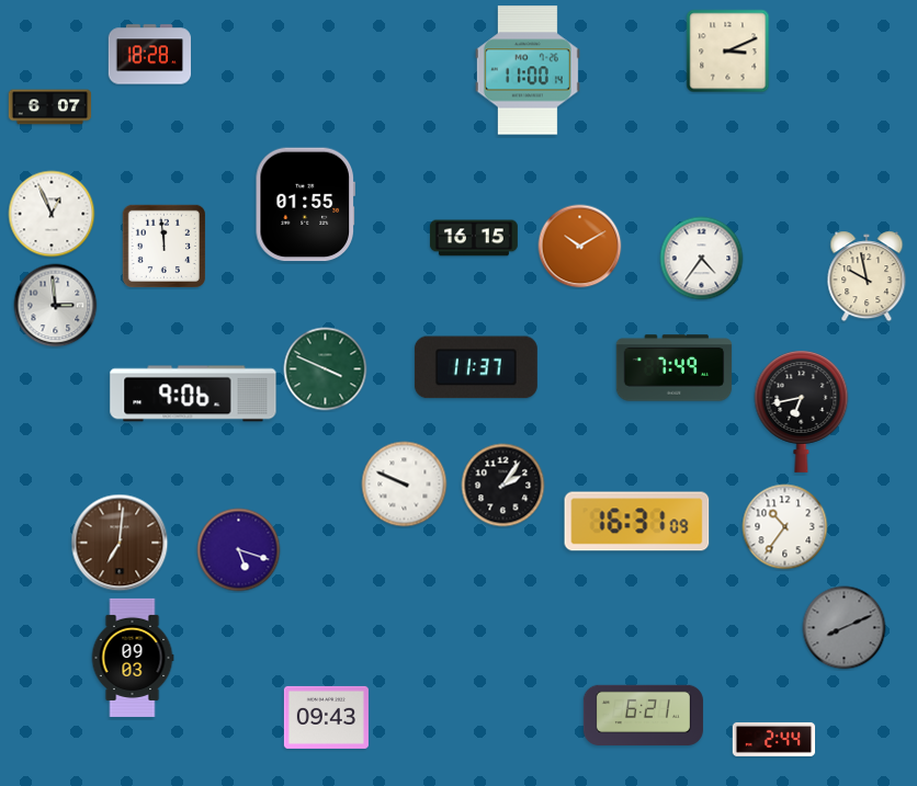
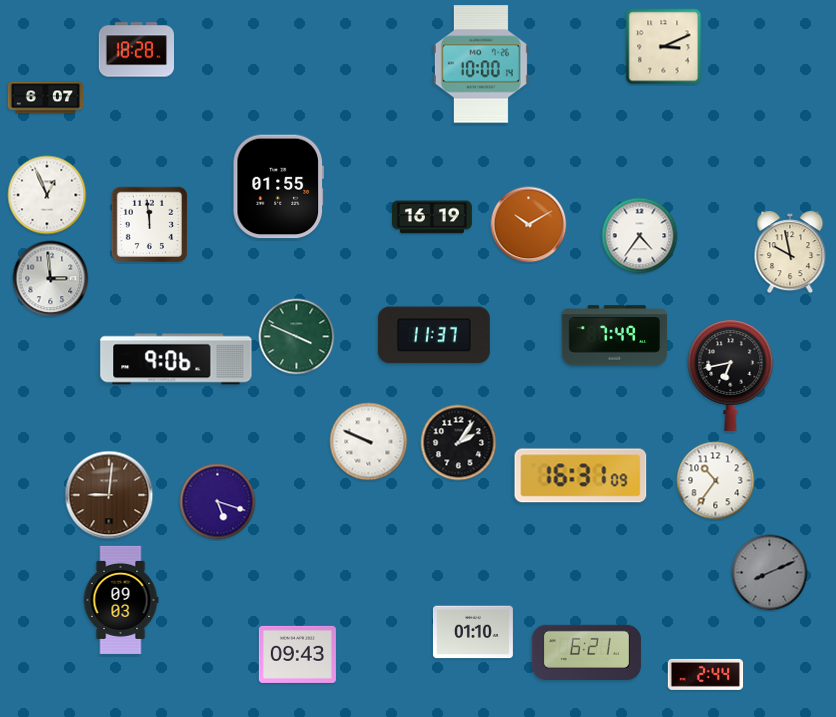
clock at (528, 70): 11:00 -> 10:00
clock at (474, 238): 16:15 -> 16:19
clock at (120, 543): 7:01 -> 9:01
clock at (473, 632): none -> 01:10
